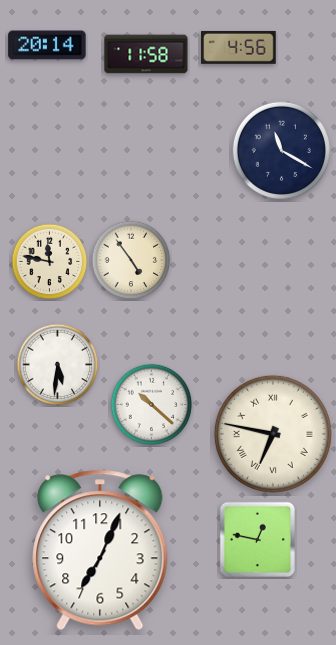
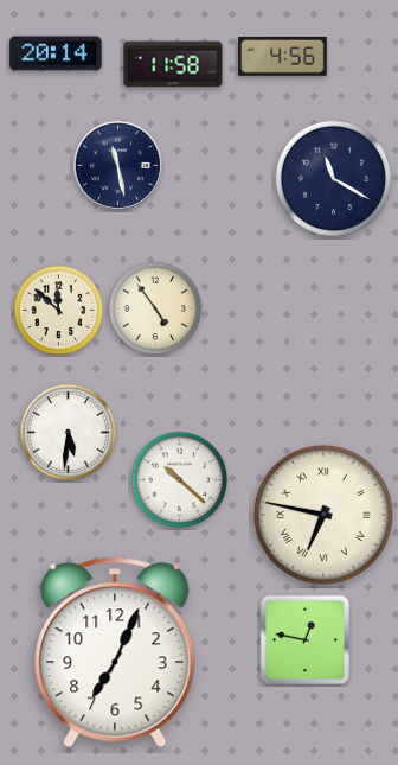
clock at (117, 165): none -> 11:28
clock at (50, 262): 11:47 -> 11:52
clock at (100, 550) position: (100, 550) -> (115, 652)
